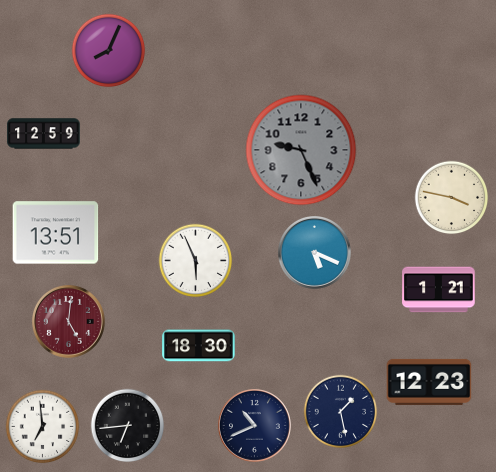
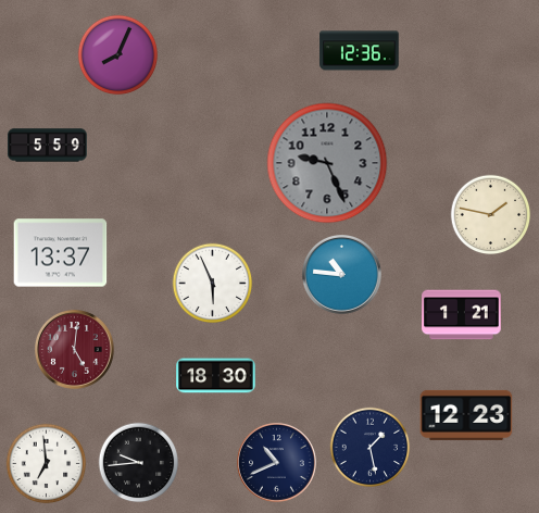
clock at (360, 51): none -> 12:36
clock at (44, 134): 12:59 -> 5:59
clock at (452, 198): 3:47 -> 1:47
clock at (56, 233): 13:51 -> 13:37
clock at (315, 253): 5:19 -> 10:46
clock at (439, 290) position: (439, 290) -> (462, 315)
clock at (128, 426): 6:44 -> 9:44
